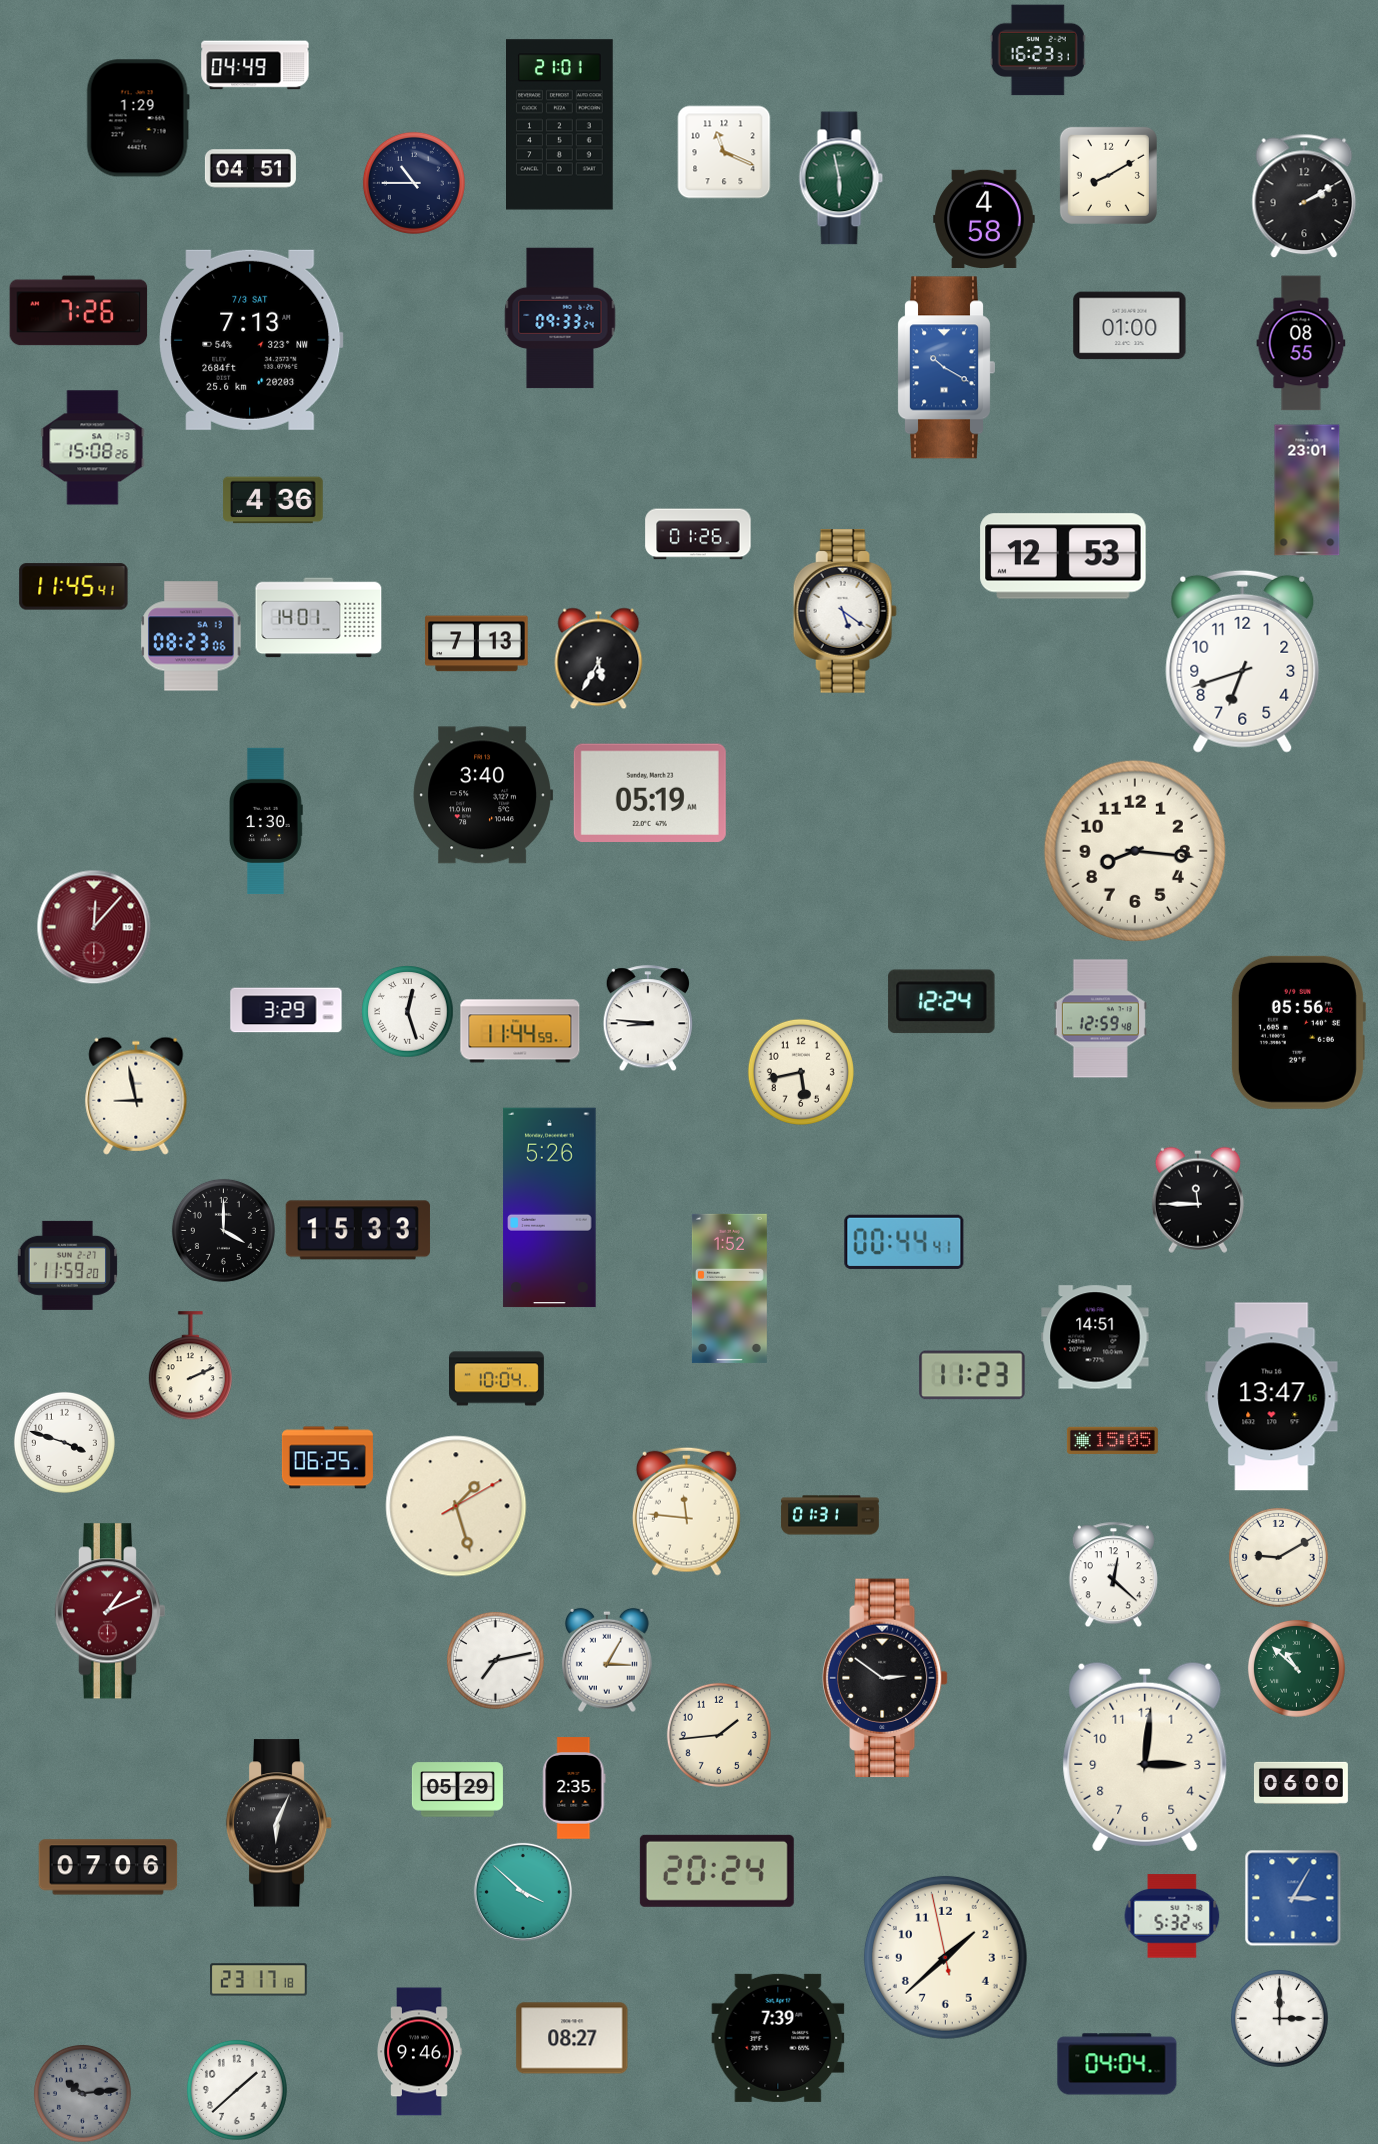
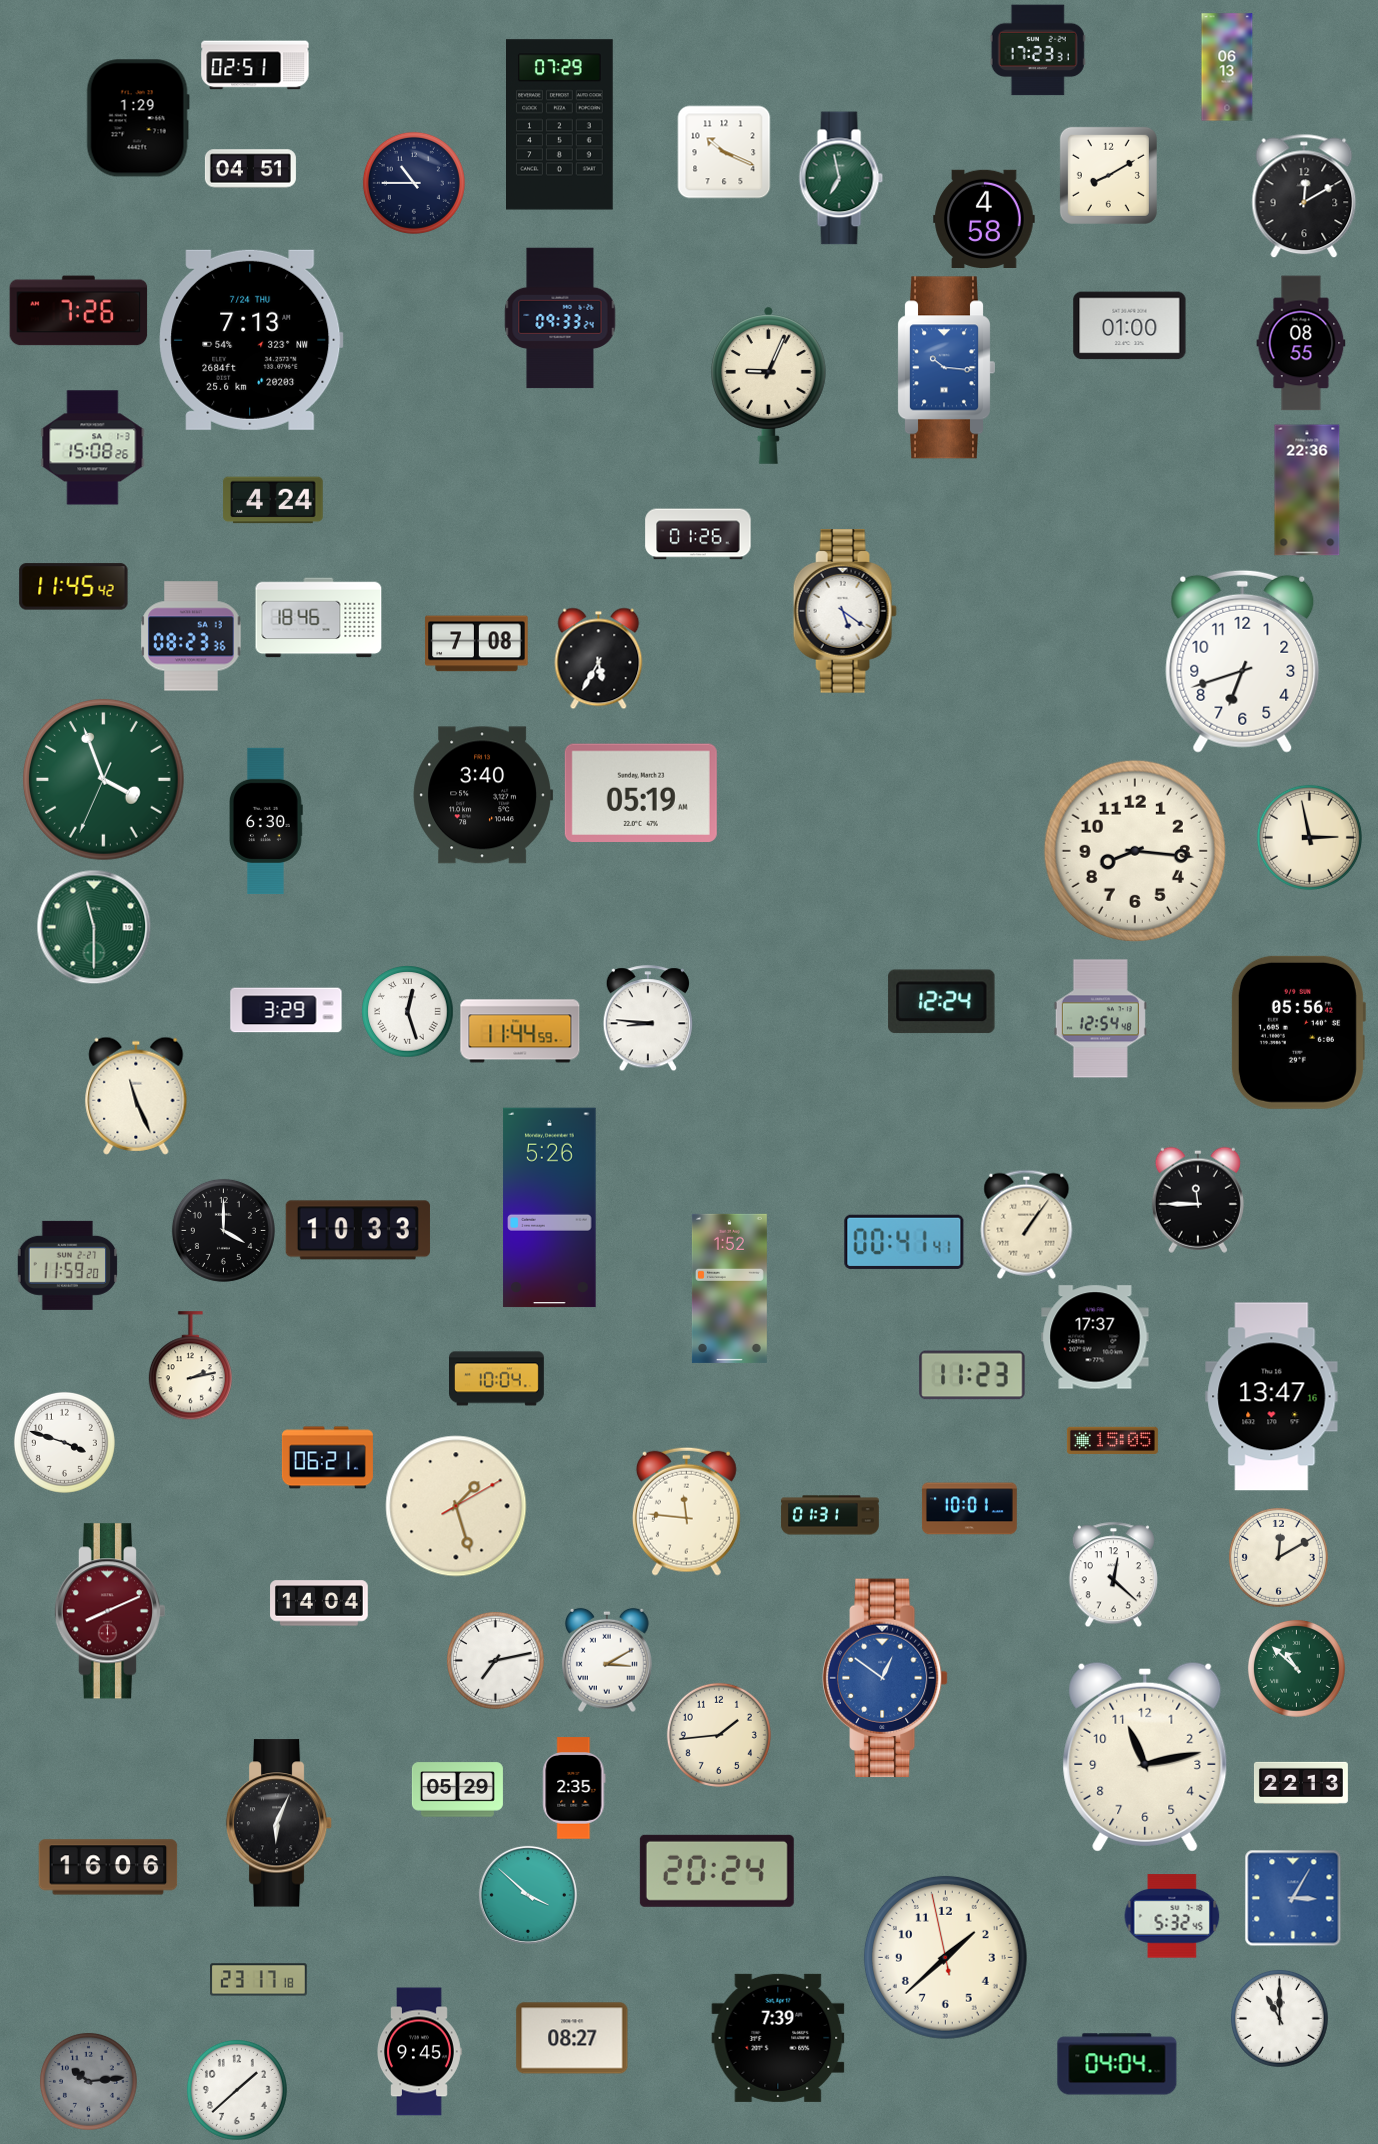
clock at (1038, 50): 16:23 -> 17:23
clock at (255, 65): 04:49 -> 02:51
clock at (1227, 67): none -> 06:13
clock at (560, 125): 21:01 -> 07:29
clock at (724, 152): 11:19 -> 10:19
clock at (841, 178): 5:58 -> 6:58
clock at (1304, 196): 2:10 -> 12:10
clock at (251, 340) date: 7/3 SAT -> 7/24 THU
clock at (946, 368): 10:20 -> 10:16
clock at (768, 385): none -> 9:04
clock at (1307, 490): 23:01 -> 22:36
clock at (273, 500): 4:36 -> 4:24
clock at (1063, 556): 12:53 -> none
clock at (74, 587): 11:45:41 -> 11:45:42
clock at (319, 618): 14:01 -> 18:46
clock at (191, 636): 08:23:06 -> 08:23:36
clock at (477, 644): 7:13 -> 7:08
clock at (103, 779): none -> 3:56
clock at (650, 792) position: (650, 792) -> (641, 792)
clock at (267, 821): 1:30 -> 6:30
clock at (1309, 837): none -> 2:58
clock at (94, 927): 12:07 -> 11:30
clock at (94, 927) dial: burgundy -> green
clock at (1100, 1019): 12:59 -> 12:54
clock at (801, 1072): 5:43 -> none
clock at (136, 1096): 8:58 -> 11:26
clock at (1027, 1224): none -> 1:06
clock at (358, 1230): 15:33 -> 10:33
clock at (904, 1242): 00:44 -> 00:41
clock at (1095, 1337): 14:51 -> 17:37
clock at (190, 1366): 2:11 -> 2:13
clock at (327, 1458): 06:25 -> 06:21
clock at (969, 1509): none -> 10:01
clock at (1278, 1557): 9:10 -> 12:10
clock at (319, 1603): none -> 14:04
clock at (109, 1611): 1:11 -> 8:11
clock at (608, 1660): 3:05 -> 3:10
clock at (885, 1678): 2:51 -> 12:51
clock at (885, 1678) dial: black -> blue
clock at (1145, 1757): 3:01 -> 11:13
clock at (1301, 1783): 06:00 -> 22:13
clock at (108, 1867): 07:06 -> 16:06
clock at (523, 1892) position: (523, 1892) -> (528, 1895)
clock at (1280, 2019): 3:00 -> 11:00
clock at (419, 2052): 9:46 -> 9:45
clock at (83, 2094) position: (83, 2094) -> (89, 2082)
